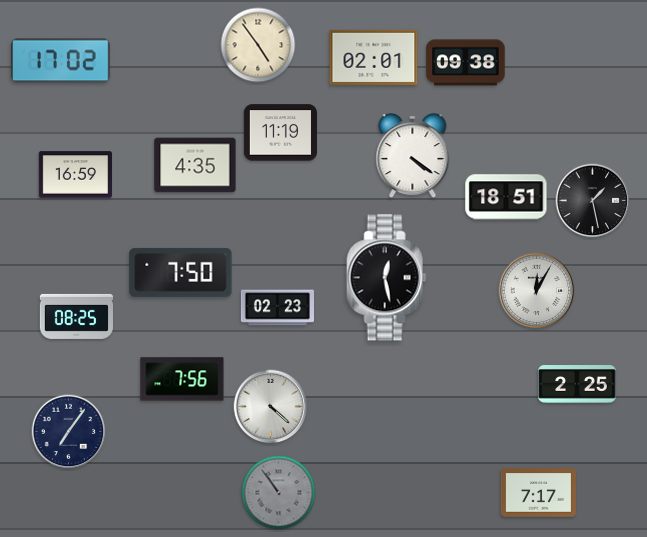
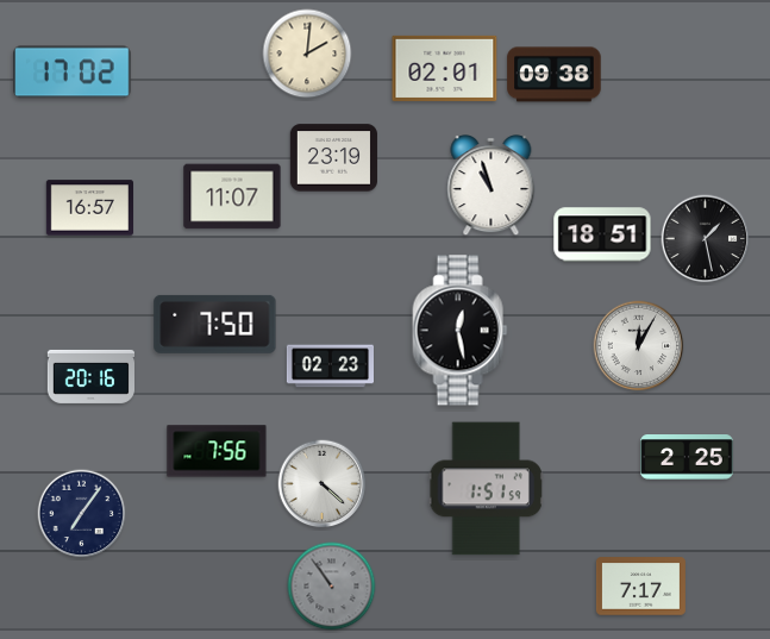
clock at (258, 45): 4:54 -> 2:01
clock at (280, 133): 11:19 -> 23:19
clock at (413, 157): 4:21 -> 10:57
clock at (195, 165): 4:35 -> 11:07
clock at (75, 175): 16:59 -> 16:57
clock at (76, 316): 08:25 -> 20:16
clock at (486, 489): none -> 1:51
